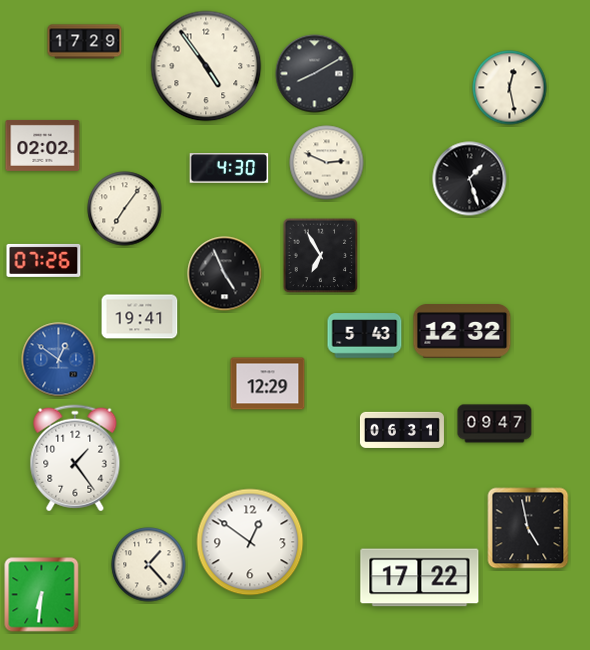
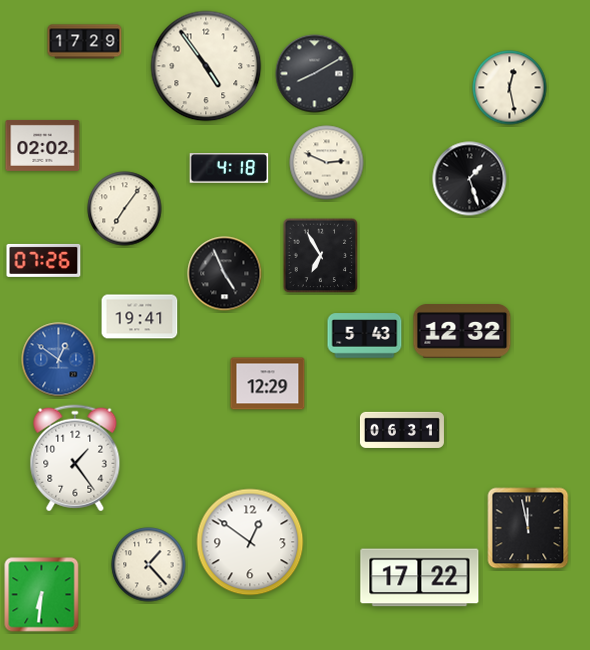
clock at (229, 168): 4:30 -> 4:18
clock at (495, 424): 09:47 -> none
clock at (528, 528): 4:58 -> 11:58
